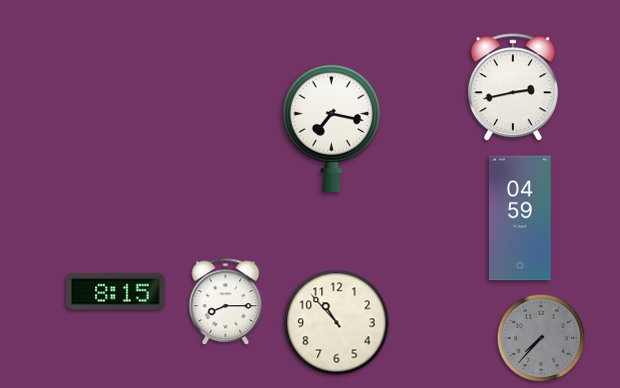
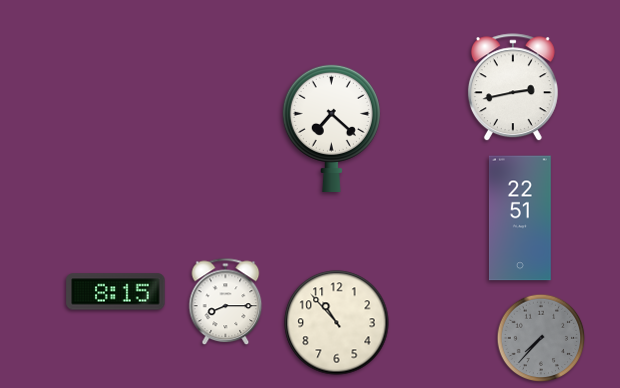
clock at (331, 128): 7:17 -> 7:22
clock at (520, 218): 04:59 -> 22:51
